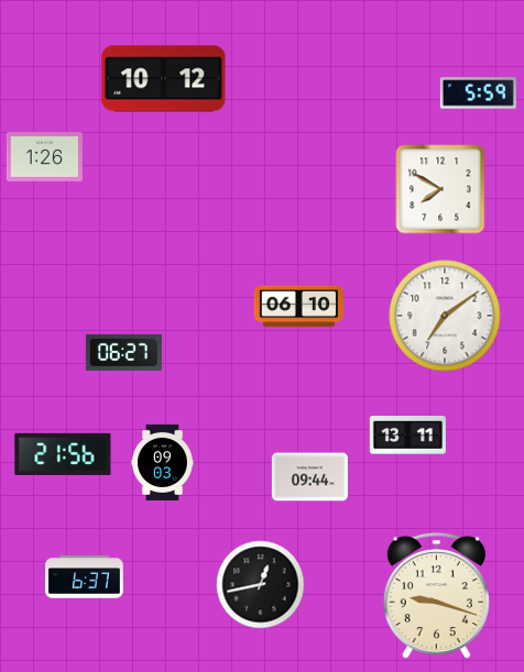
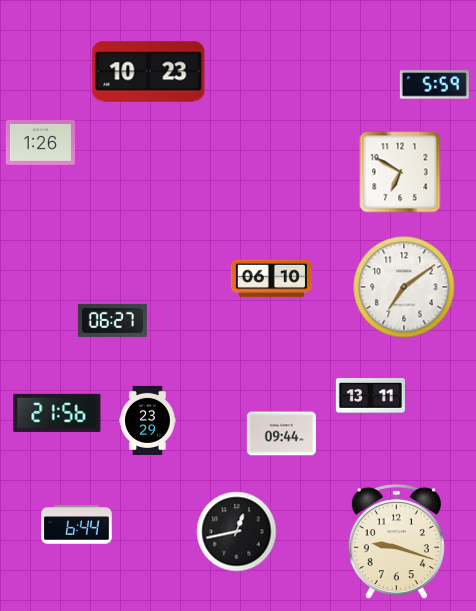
clock at (164, 79): 10:12 -> 10:23
clock at (440, 189): 7:50 -> 6:50
clock at (163, 462): 09:03 -> 23:29
clock at (85, 577): 6:37 -> 6:44
